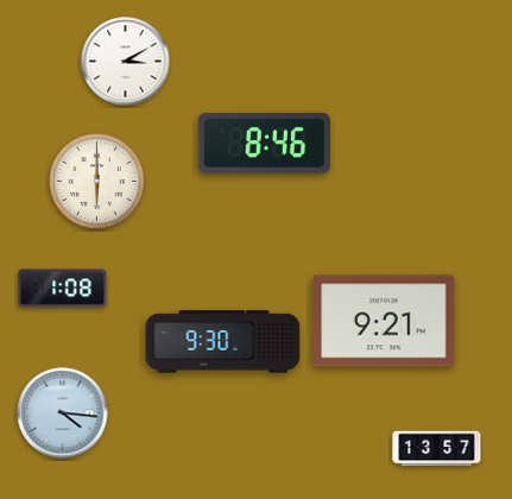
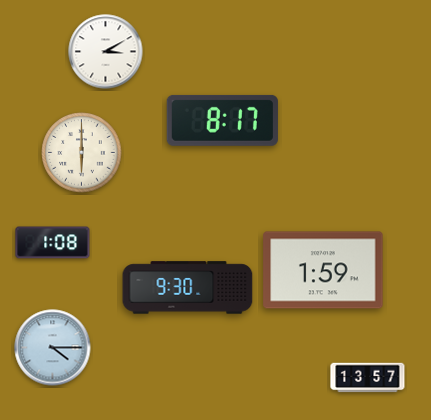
clock at (264, 143): 8:46 -> 8:17
clock at (384, 321): 9:21 -> 1:59
clock at (63, 413): 4:16 -> 4:15
